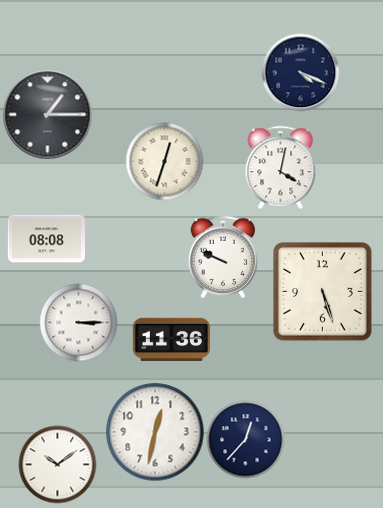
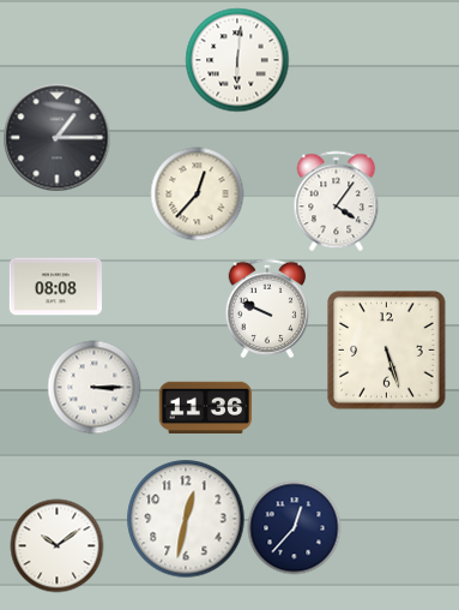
clock at (237, 60): none -> 6:01
clock at (300, 72): 4:19 -> none
clock at (164, 161): 12:33 -> 12:37
clock at (281, 167): 4:02 -> 4:06
clock at (57, 464) position: (57, 464) -> (56, 545)
